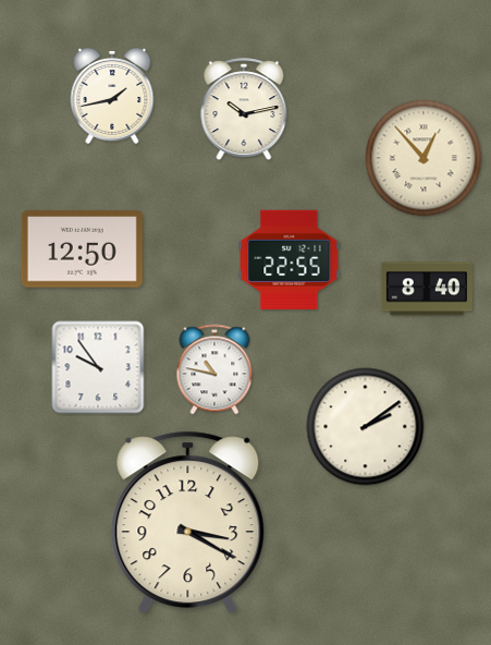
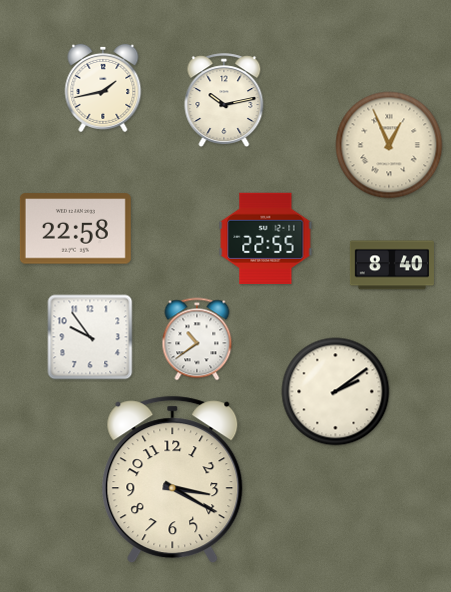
clock at (424, 158): 12:53 -> 12:56
clock at (82, 250): 12:50 -> 22:58
clock at (214, 369): 10:47 -> 10:39
